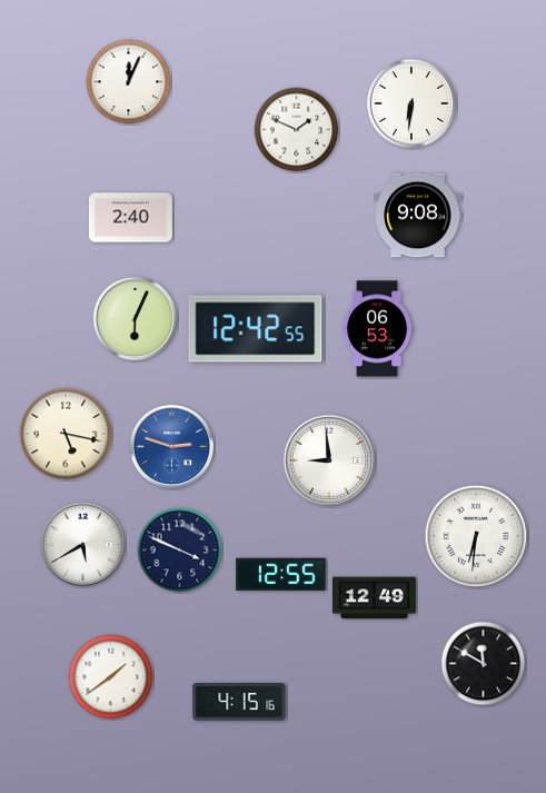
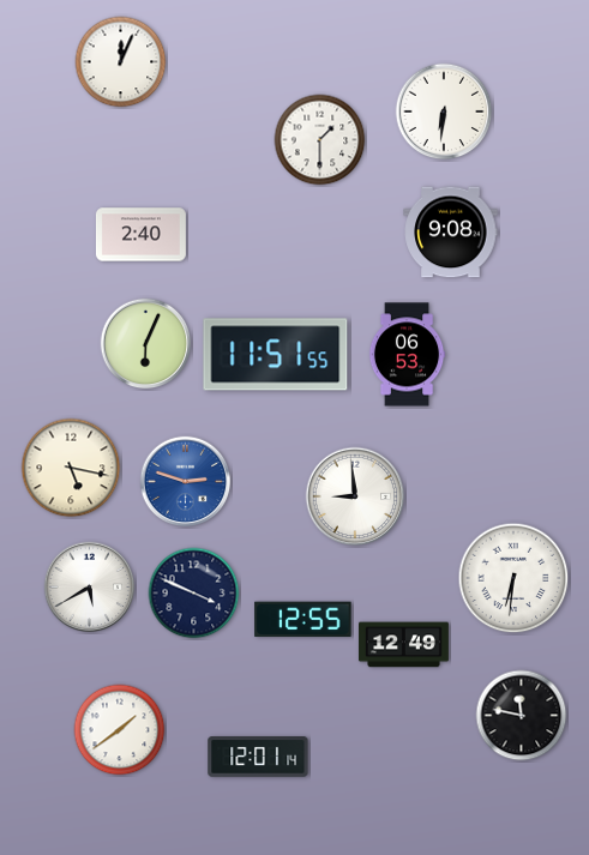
clock at (129, 82) position: (129, 82) -> (121, 62)
clock at (297, 130): 1:49 -> 1:30
clock at (256, 329): 12:42 -> 11:51
clock at (484, 664): 11:50 -> 11:47
clock at (239, 703): 4:15 -> 12:01
